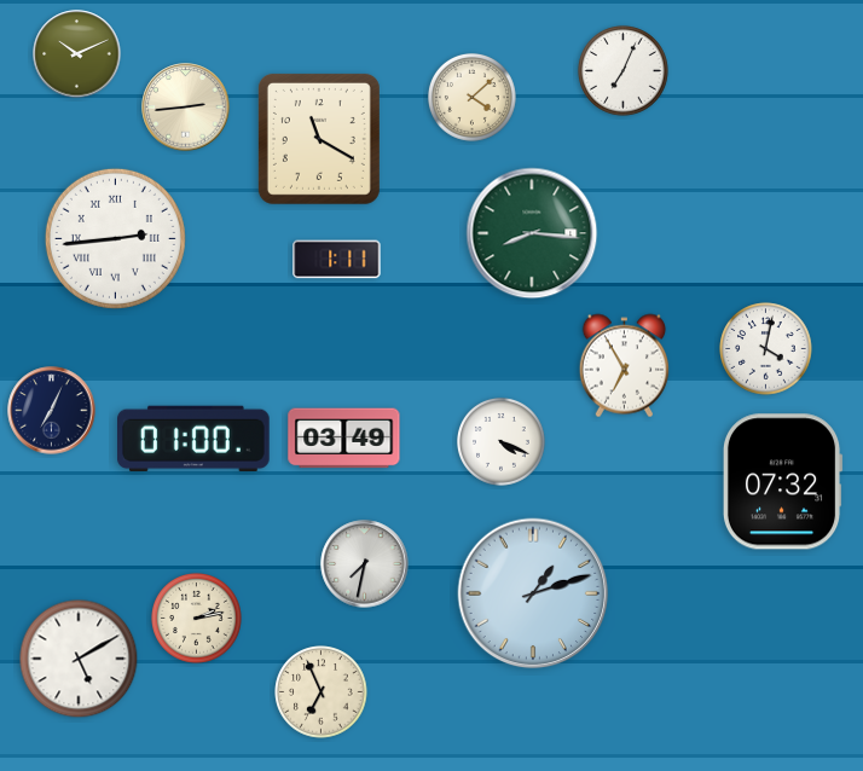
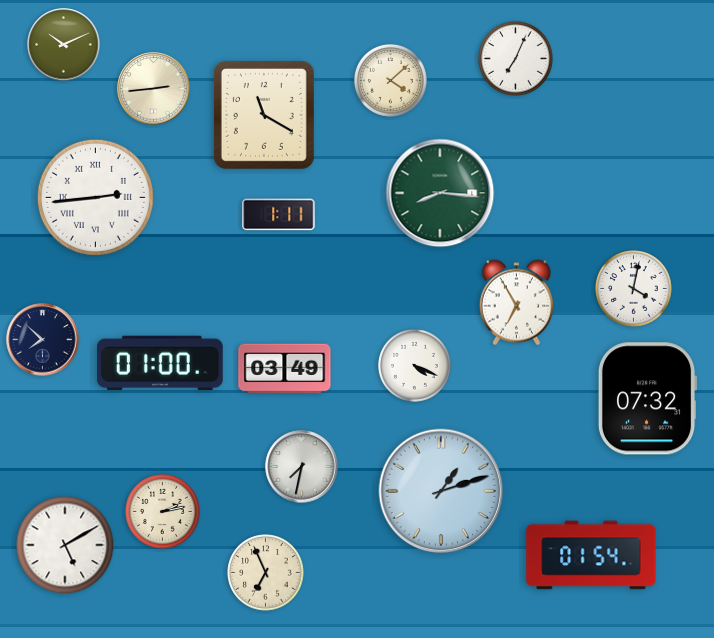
clock at (52, 411): 7:04 -> 7:52
clock at (344, 439) position: (344, 439) -> (285, 369)
clock at (591, 555): none -> 01:54
